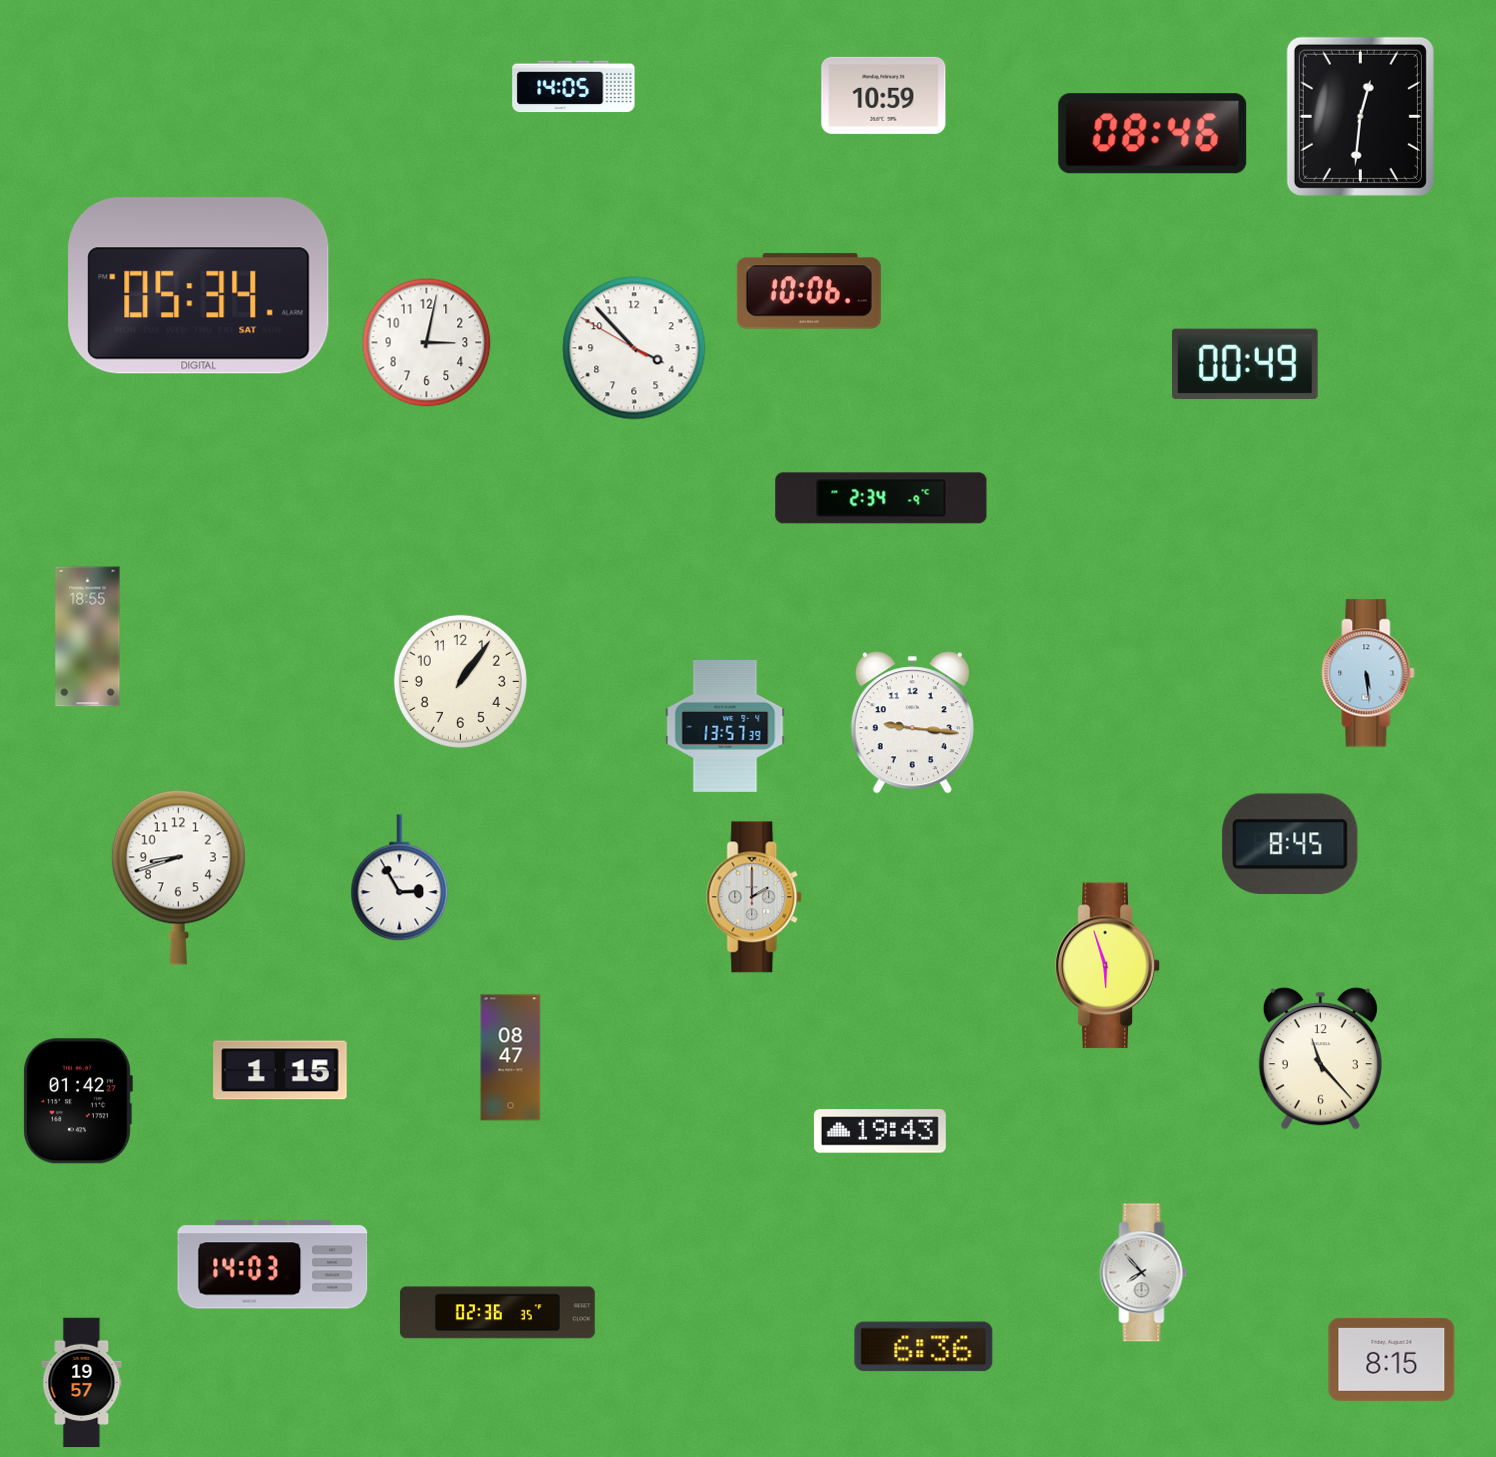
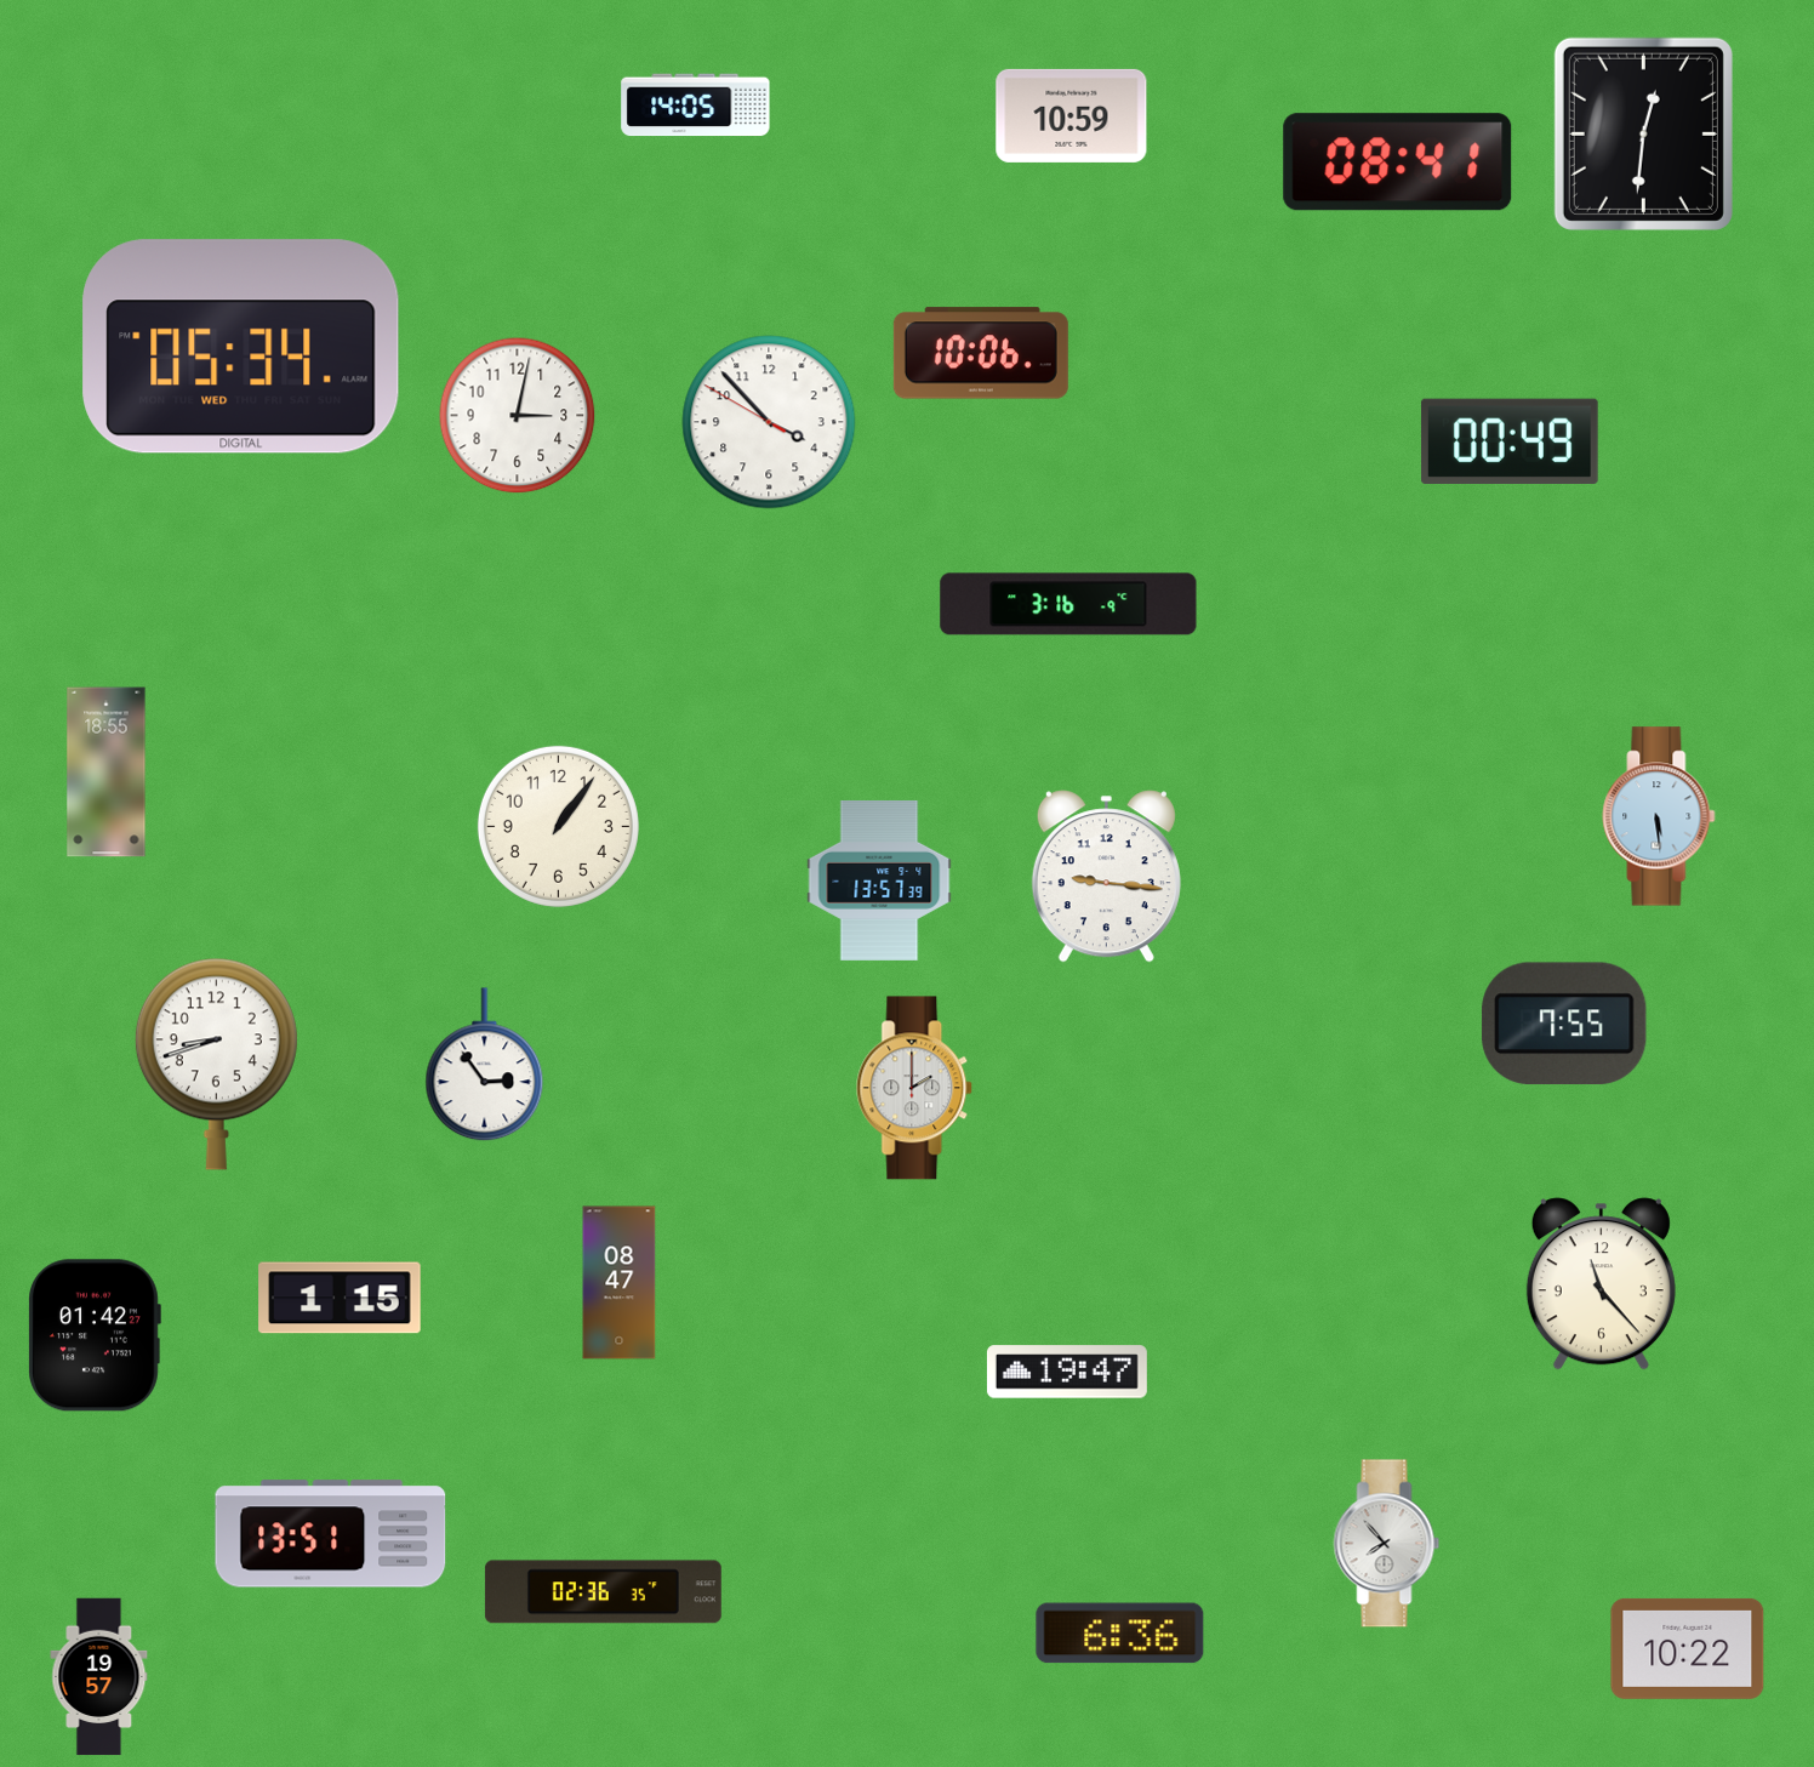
clock at (1360, 116) position: (1360, 116) -> (1643, 133)
clock at (1153, 134): 08:46 -> 08:41
clock at (199, 286) date: SAT -> WED
clock at (881, 498): 2:34 -> 3:16
clock at (1290, 844): 8:45 -> 7:55
clock at (400, 878): 2:55 -> 2:54
clock at (1108, 966): 5:57 -> none
clock at (880, 1131): 19:43 -> 19:47
clock at (273, 1265): 14:03 -> 13:51
clock at (1392, 1359): 8:15 -> 10:22
